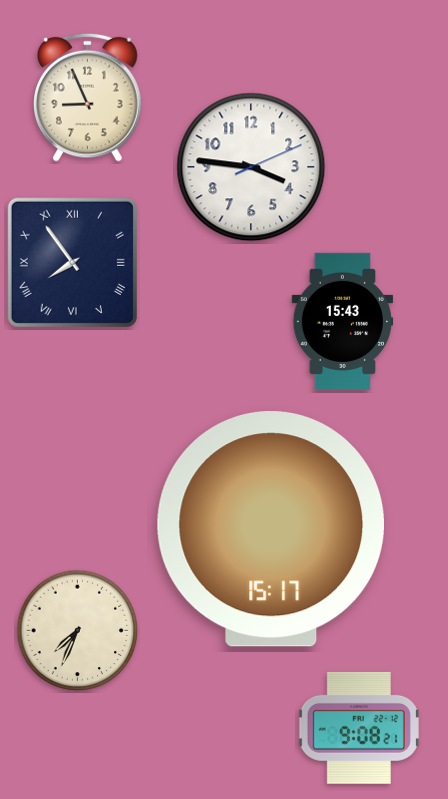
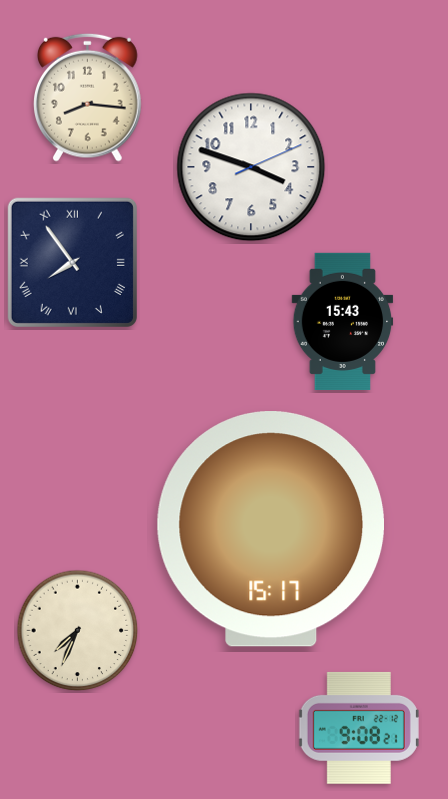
clock at (88, 97): 8:56 -> 8:16
clock at (251, 167): 3:46 -> 3:48
